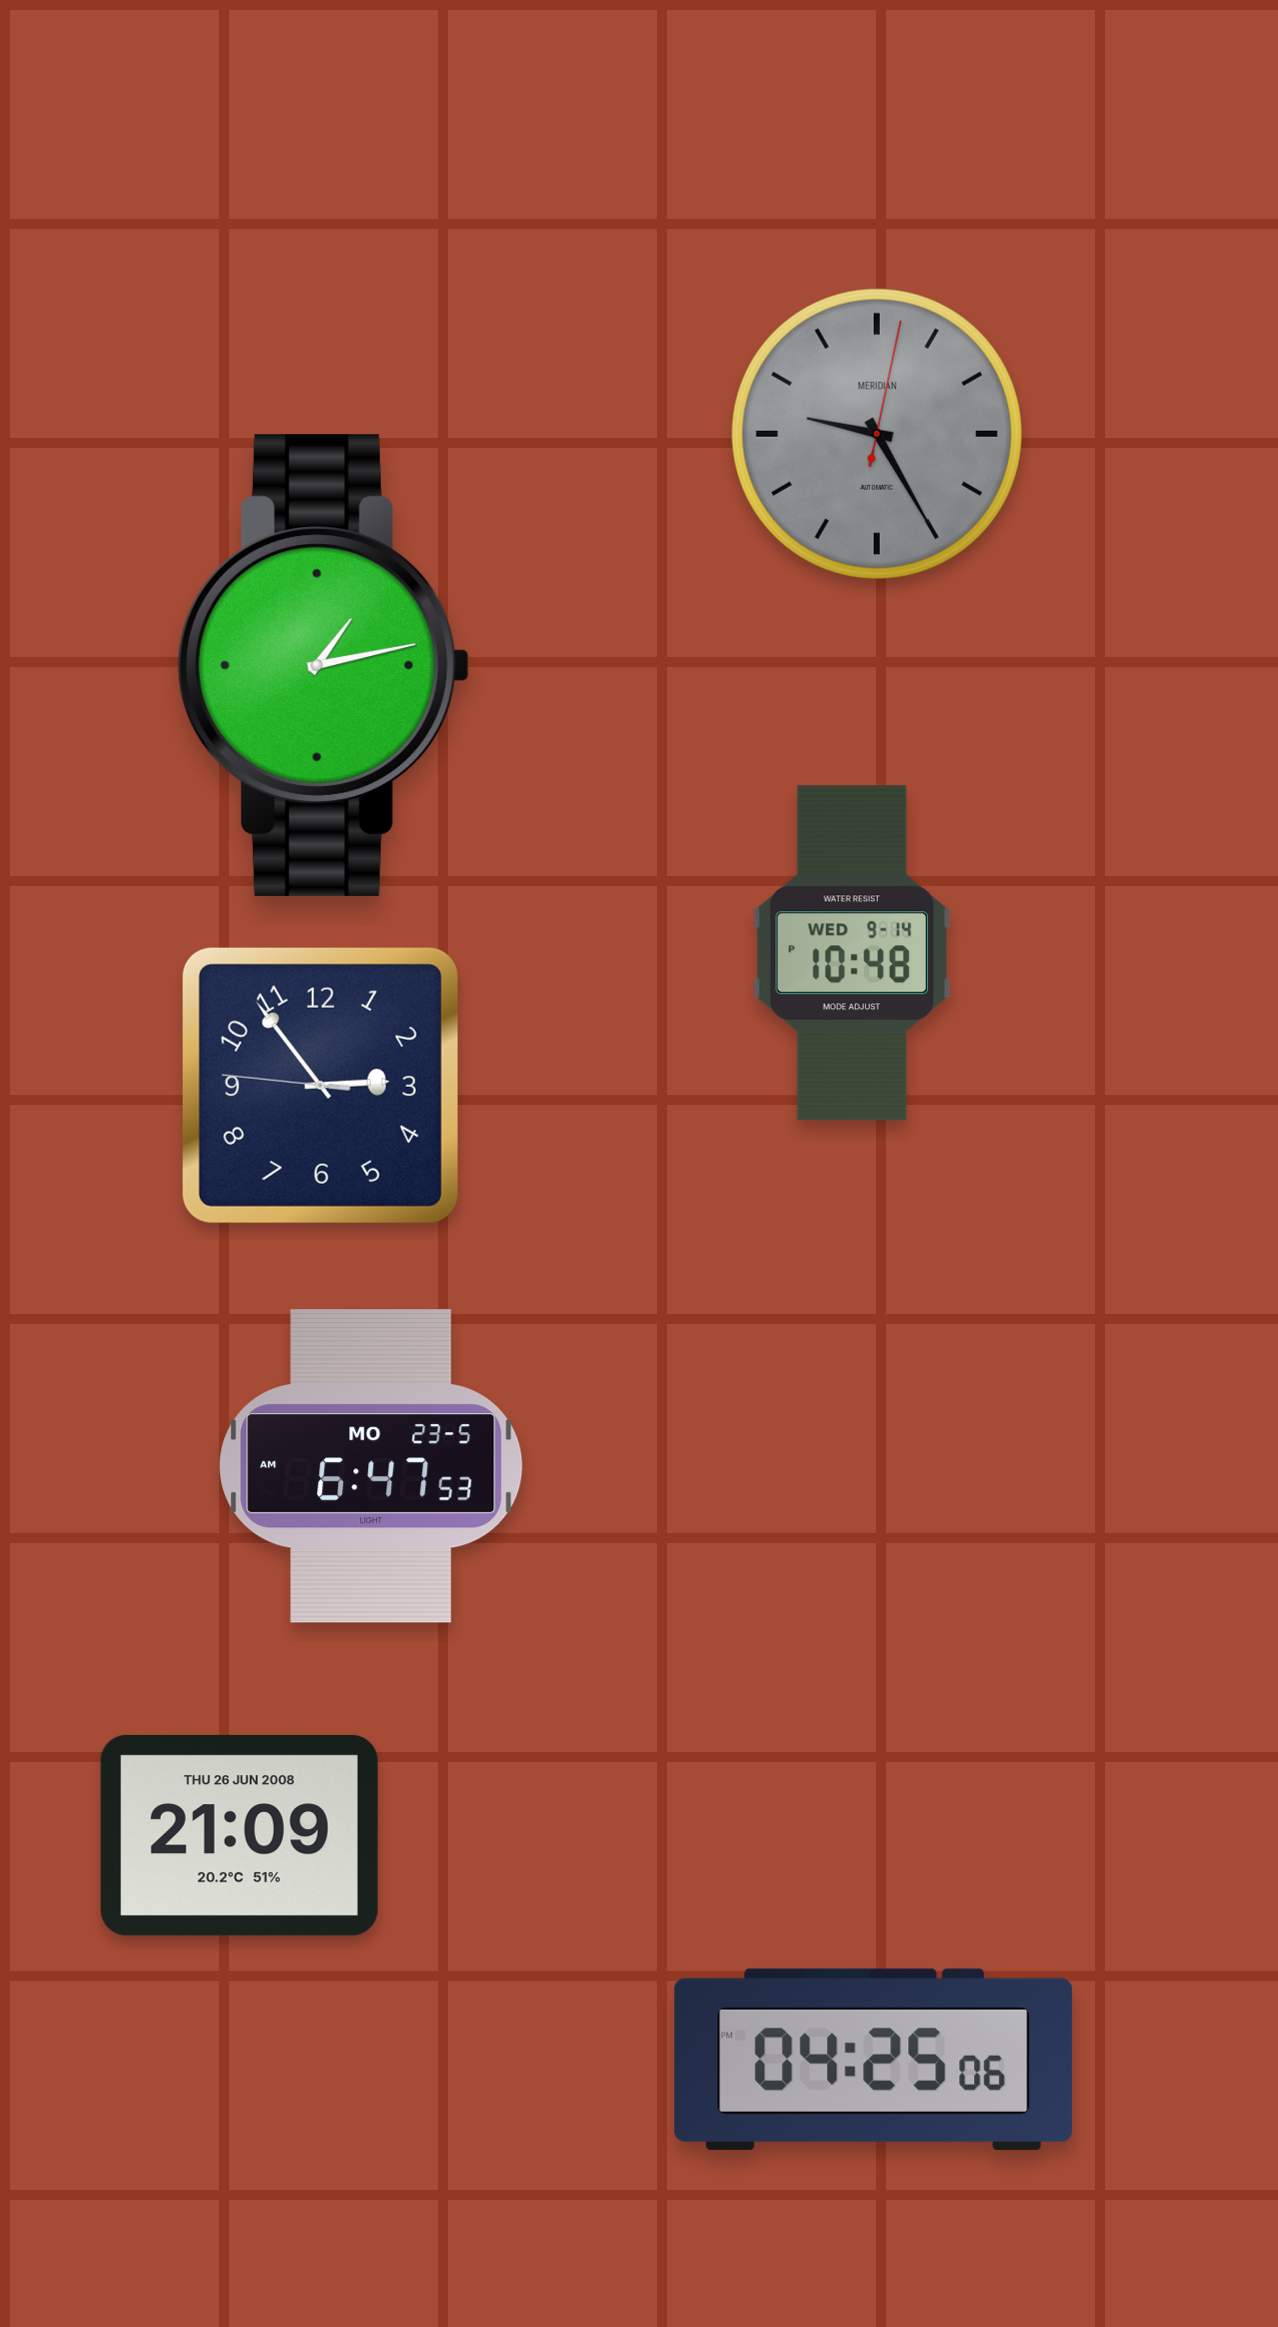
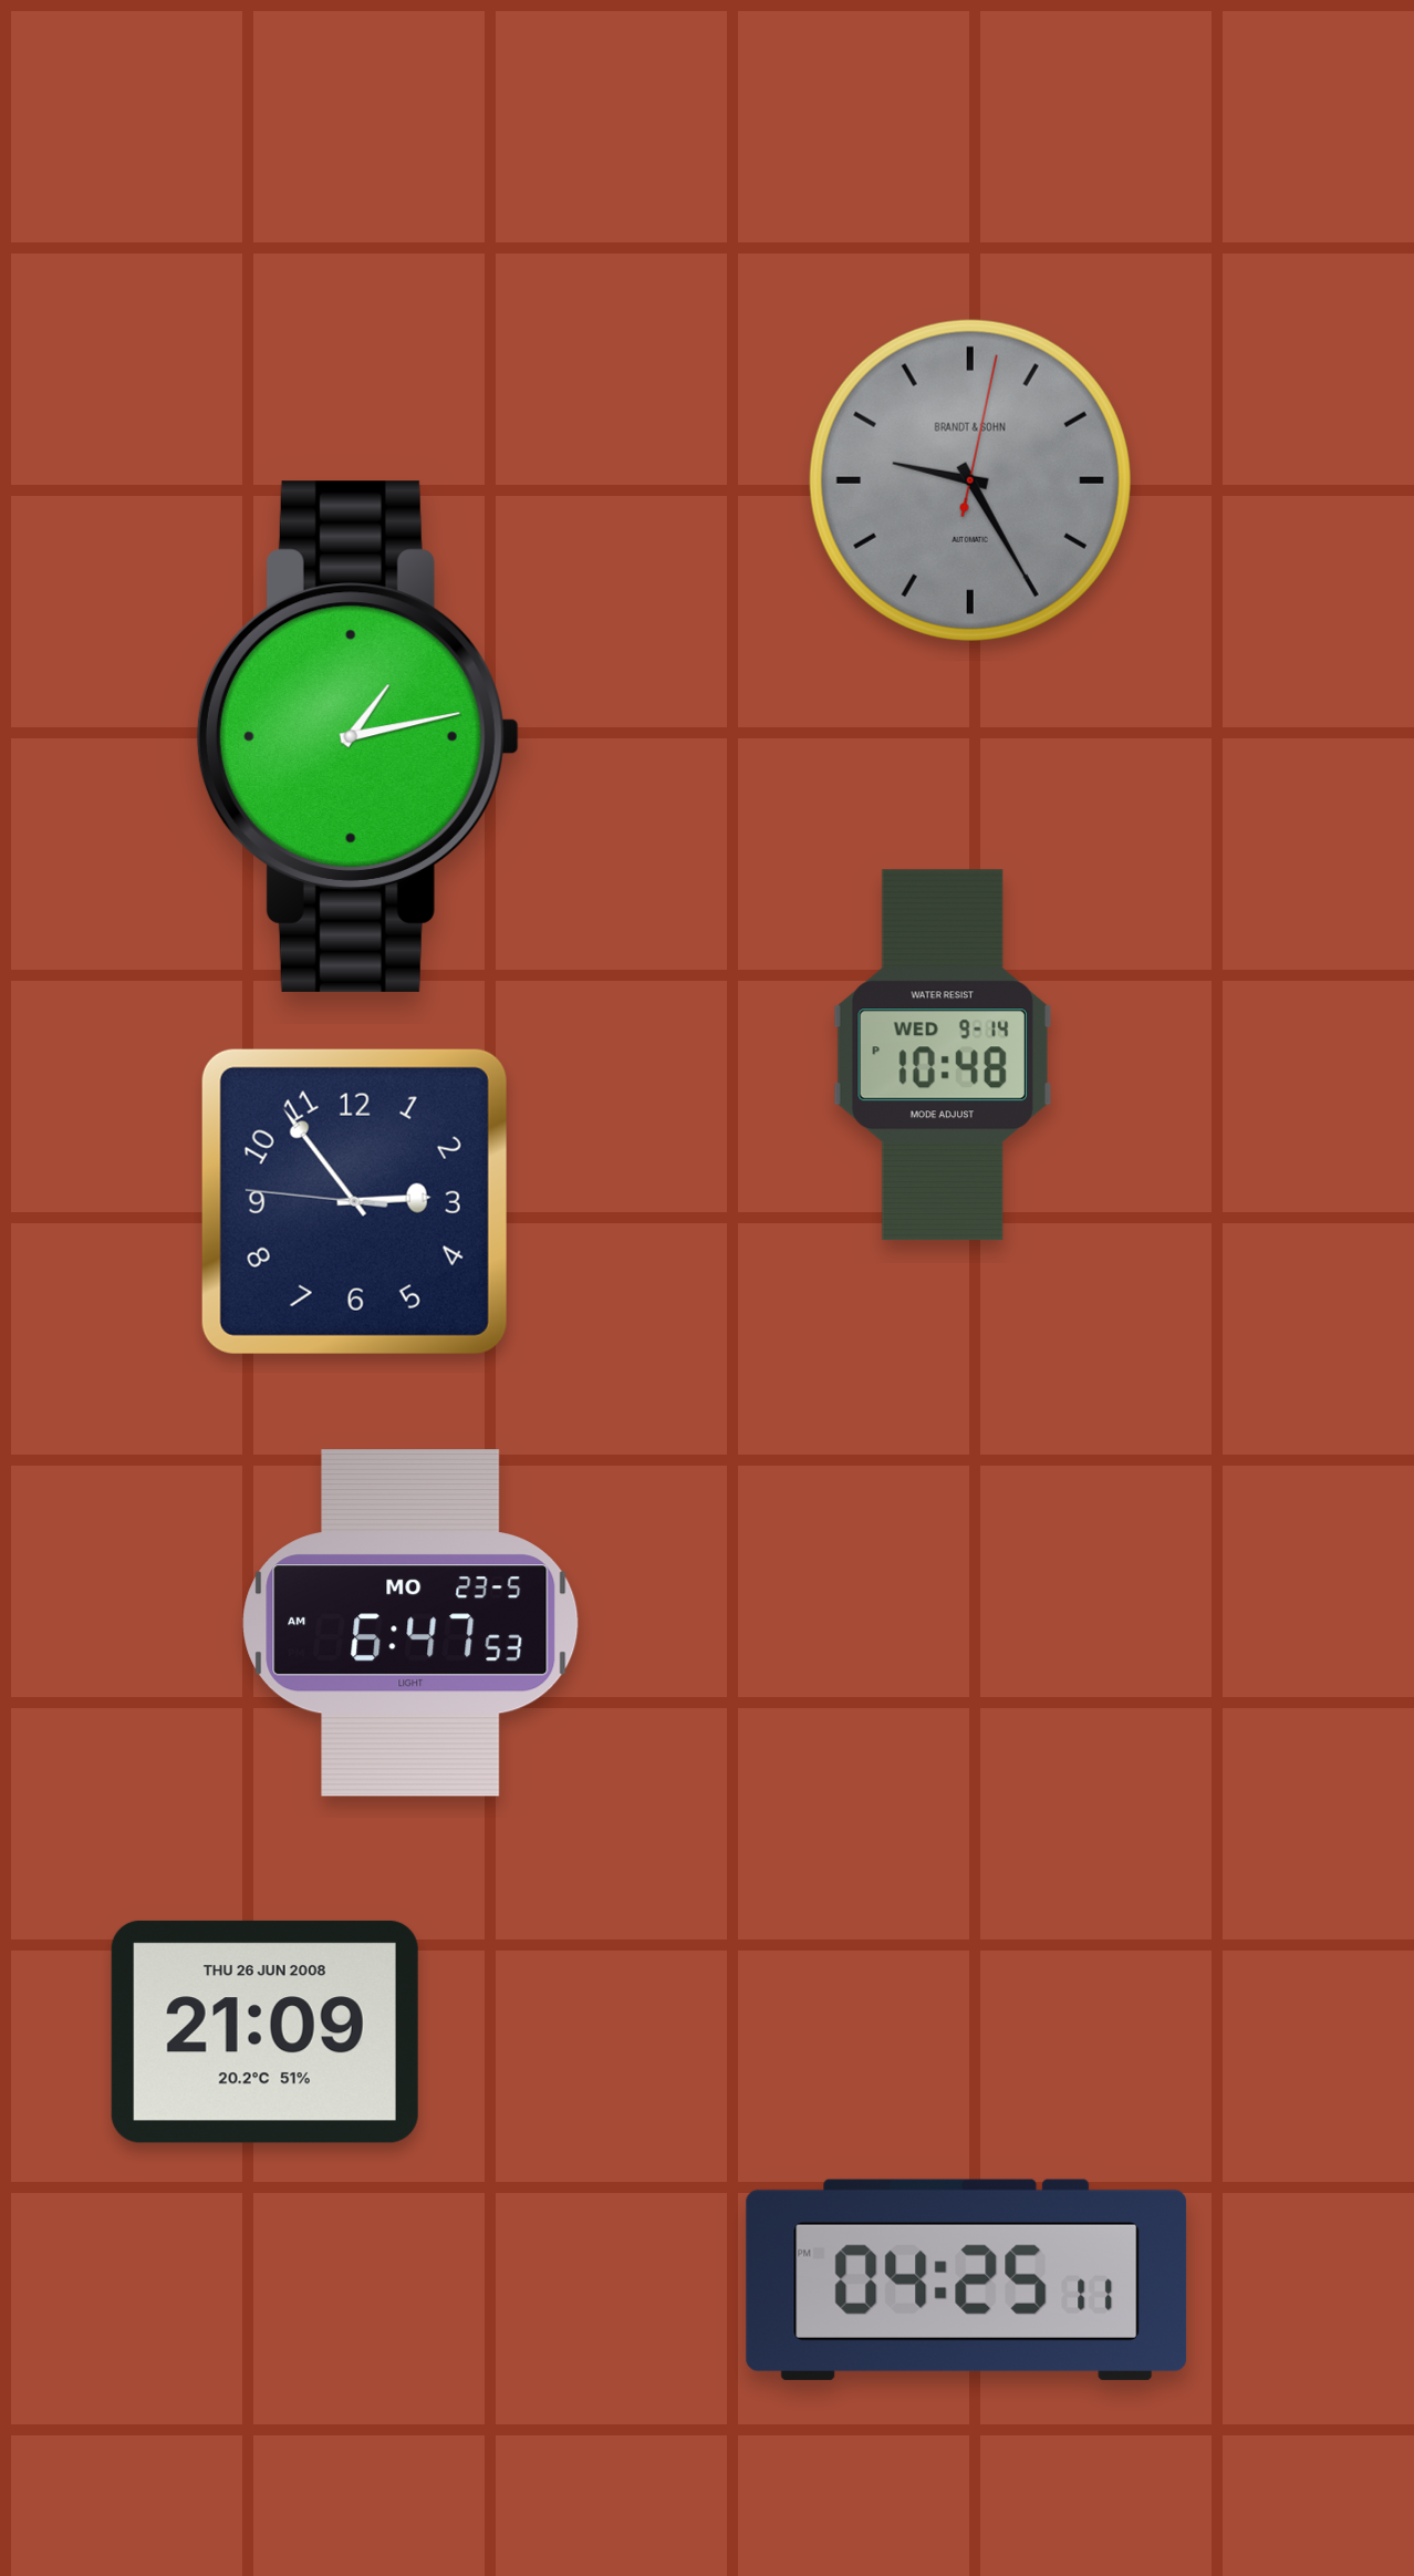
clock at (877, 434) brand: MERIDIAN -> BRANDT & SOHN
clock at (874, 2059): 04:25:06 -> 04:25:11
